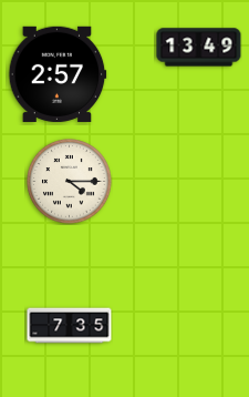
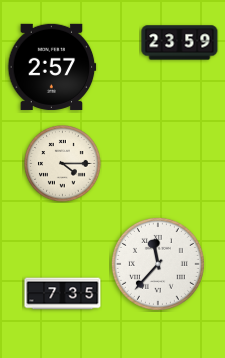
clock at (199, 48): 13:49 -> 23:59
clock at (158, 264): none -> 11:37
